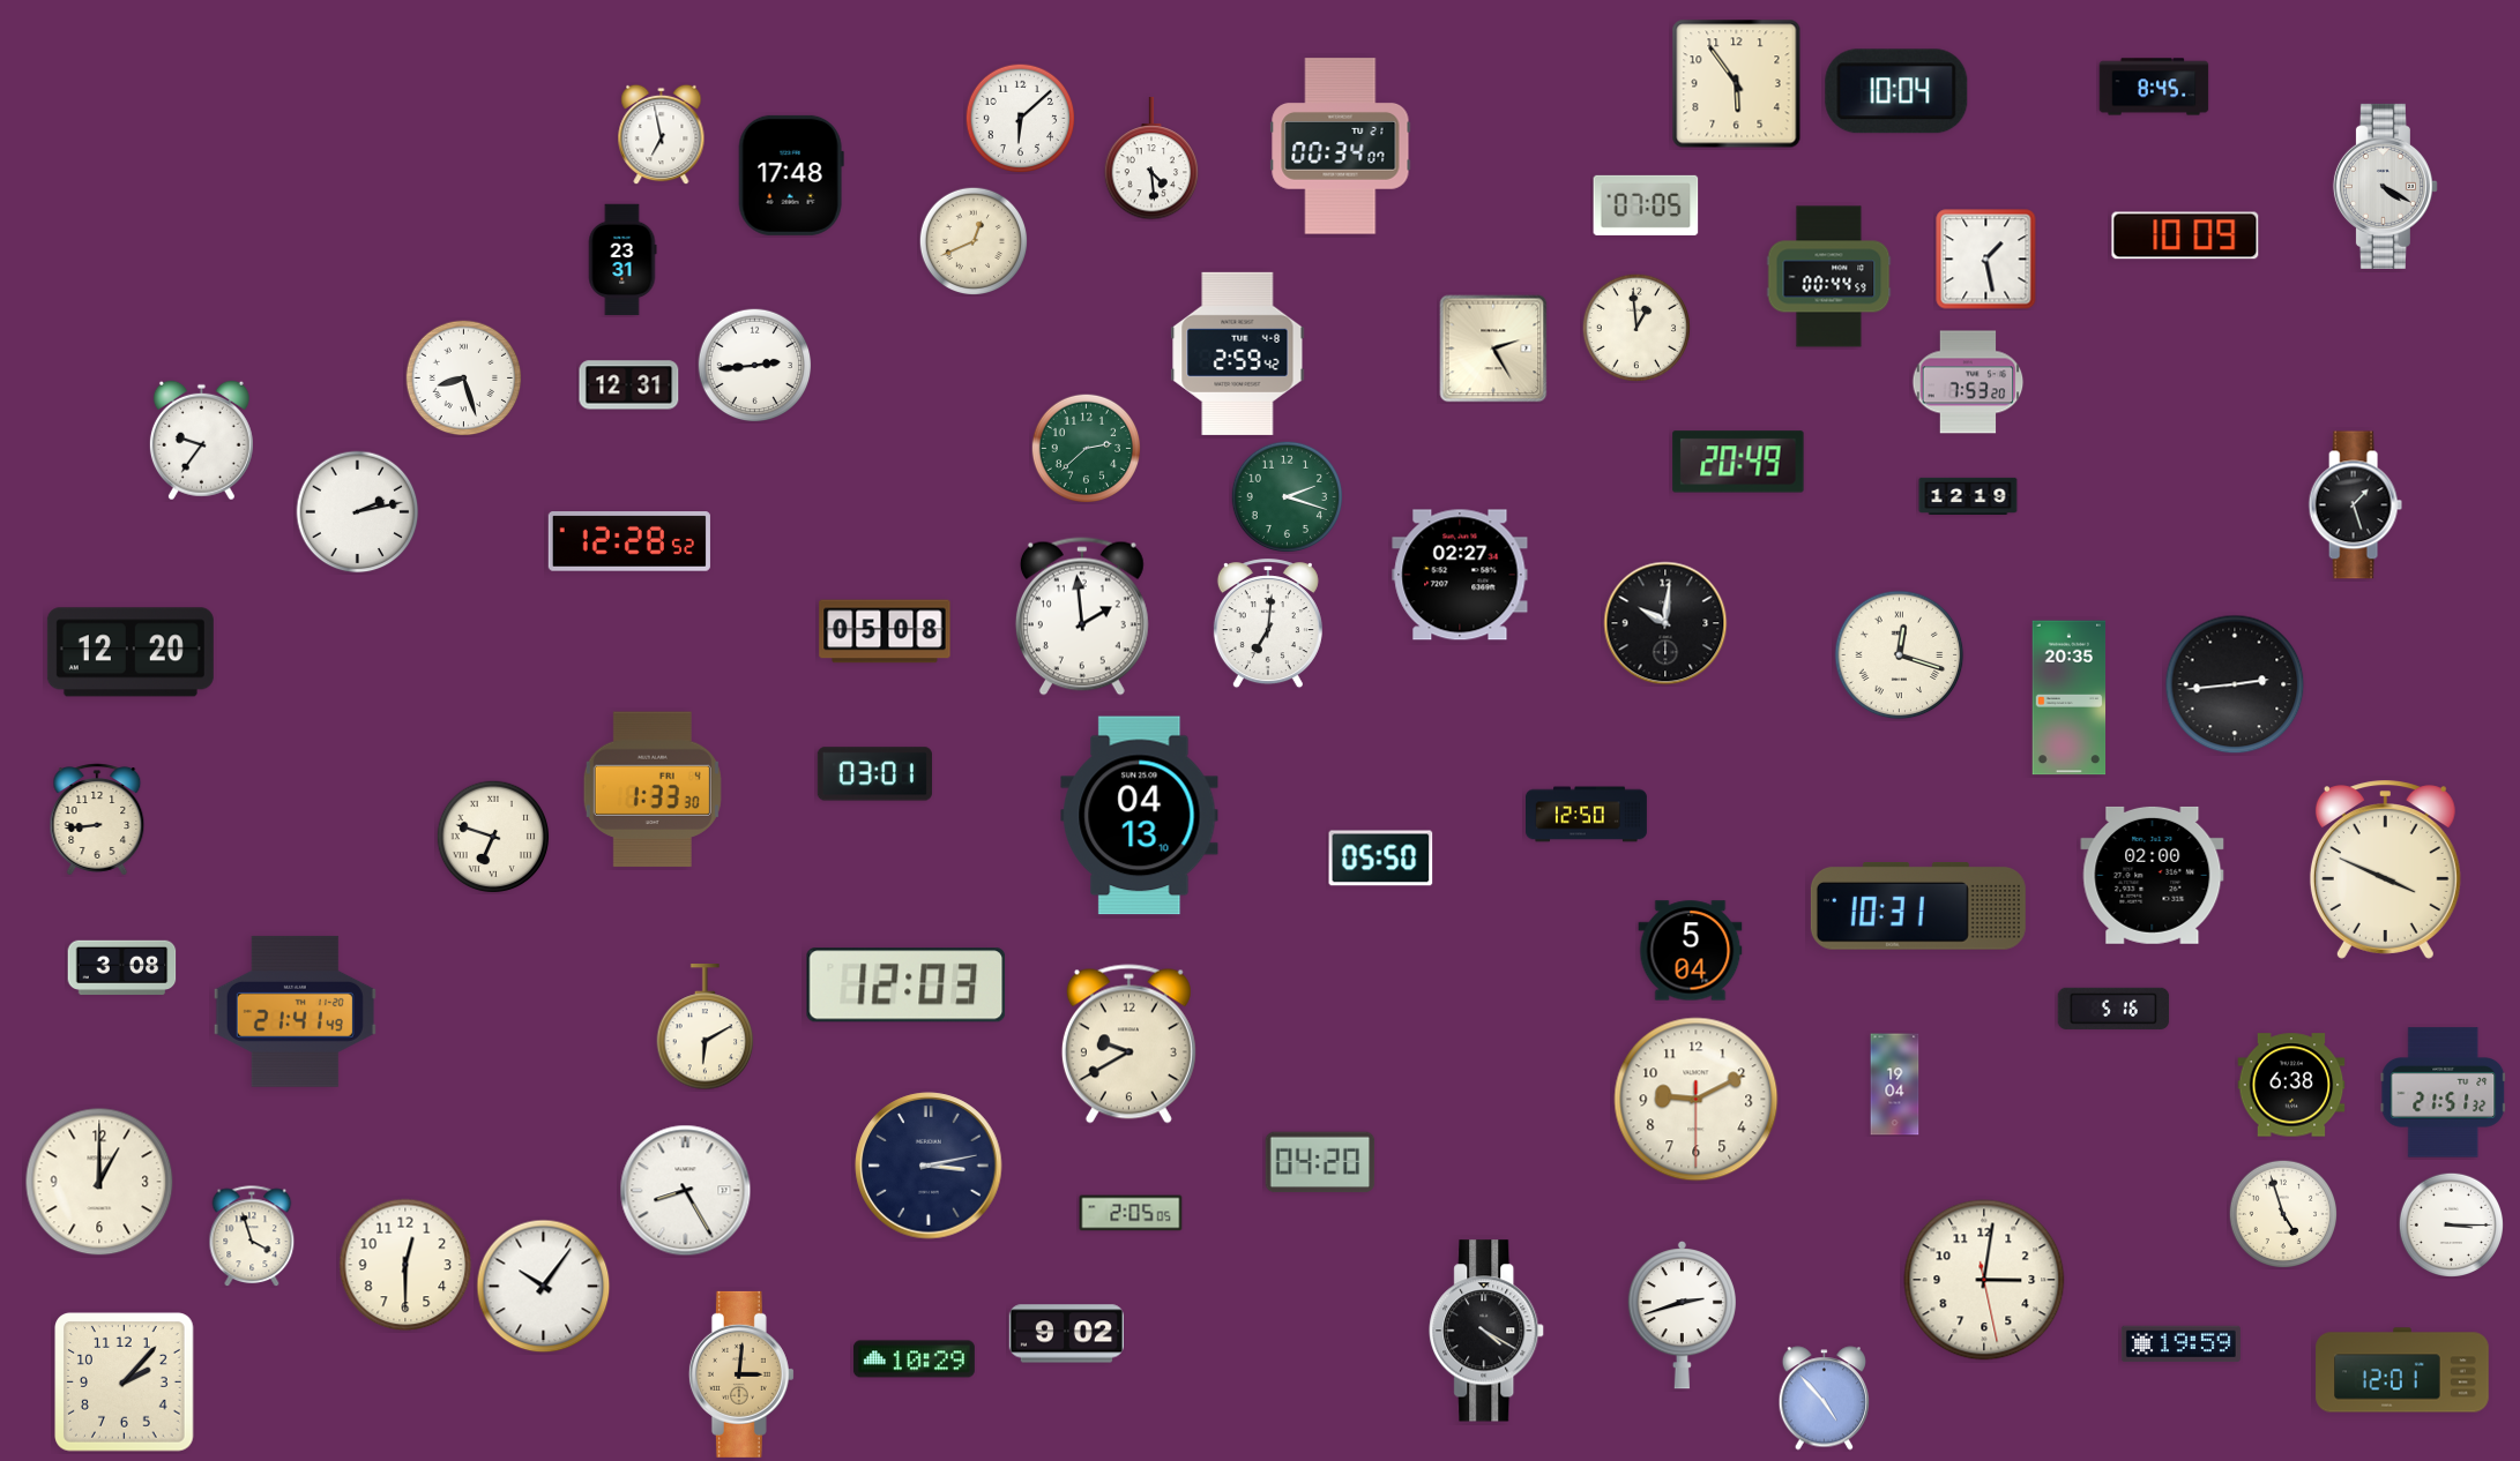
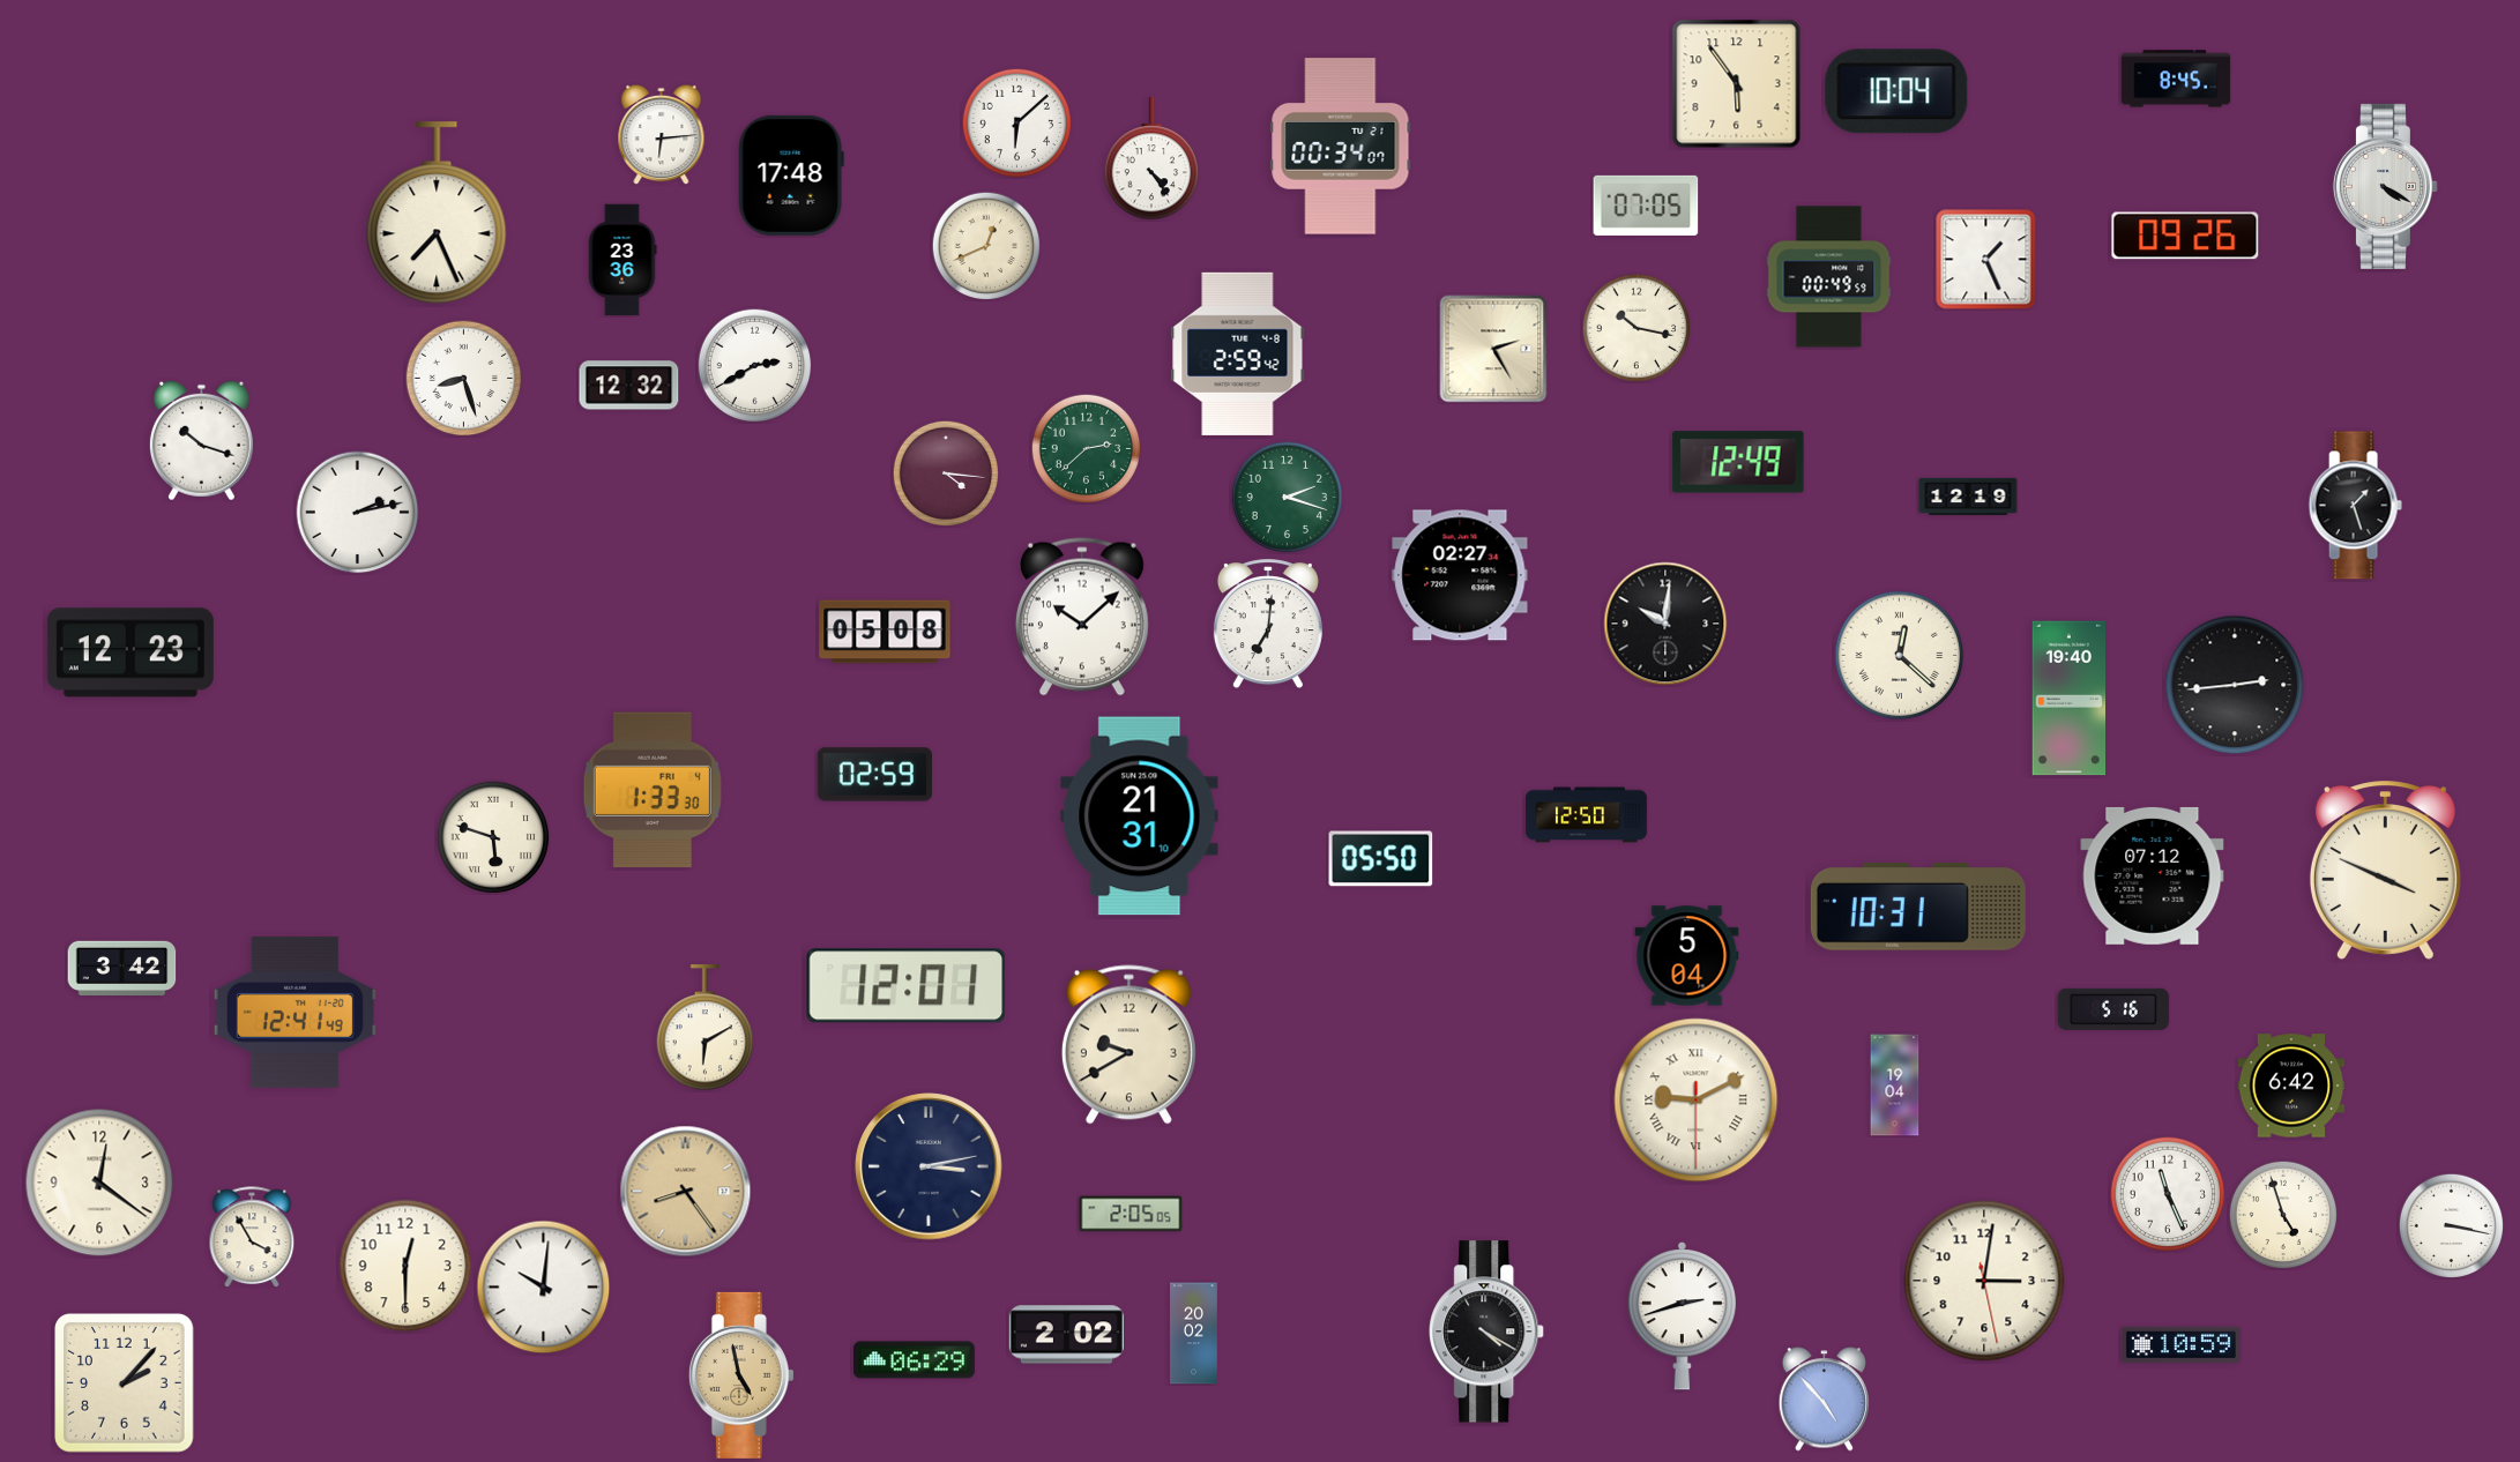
clock at (2154, 87) position: (2154, 87) -> (2176, 79)
clock at (1020, 118) position: (1020, 118) -> (1016, 122)
clock at (662, 134): 6:58 -> 6:14
clock at (1151, 158): 4:29 -> 4:24
clock at (437, 214): none -> 7:26
clock at (2185, 235): 10:09 -> 09:26
clock at (974, 241) position: (974, 241) -> (986, 246)
clock at (622, 260): 23:31 -> 23:36
clock at (1986, 260): 1:28 -> 1:26
clock at (1829, 277): 00:44 -> 00:49
clock at (1636, 328): 12:59 -> 10:17
clock at (755, 366): 2:44 -> 2:40
clock at (1968, 382): 7:53 -> none
clock at (629, 385): 12:31 -> 12:32
clock at (201, 441): 9:36 -> 10:18
clock at (1738, 462): 20:49 -> 12:49
clock at (945, 472): none -> 4:16
clock at (629, 541): 12:28 -> none
clock at (1082, 616): 1:59 -> 10:08
clock at (131, 652): 12:20 -> 12:23
clock at (1900, 655): 12:18 -> 12:22
clock at (2070, 698): 20:35 -> 19:40
clock at (874, 774): 03:01 -> 02:59
clock at (1140, 816): 04:13 -> 21:31
clock at (97, 819): 8:44 -> none
clock at (493, 837): 6:48 -> 5:48
clock at (2153, 875): 02:00 -> 07:12
clock at (1691, 951) position: (1691, 951) -> (1687, 956)
clock at (122, 968): 3:08 -> 3:42
clock at (907, 986): 12:03 -> 12:01
clock at (295, 1011): 21:41 -> 12:41
clock at (2291, 1085): 6:38 -> 6:42
clock at (2444, 1093): 21:51 -> none
clock at (1697, 1100) numerals: Arabic -> Roman
clock at (1320, 1162): 04:20 -> none
clock at (99, 1182): 1:00 -> 12:21
clock at (686, 1191): 8:25 -> 8:24
clock at (686, 1191) dial: white -> champagne
clock at (2168, 1194): none -> 11:26
clock at (2451, 1224): 3:15 -> 3:17
clock at (252, 1236): 3:57 -> 3:55
clock at (544, 1287): 10:06 -> 10:01
clock at (1194, 1334): none -> 20:02
clock at (1066, 1334): 9:02 -> 2:02
clock at (2180, 1344): 19:59 -> 10:59
clock at (914, 1359): 10:29 -> 06:29
clock at (2402, 1370): 12:01 -> none
clock at (741, 1374): 3:01 -> 4:58
